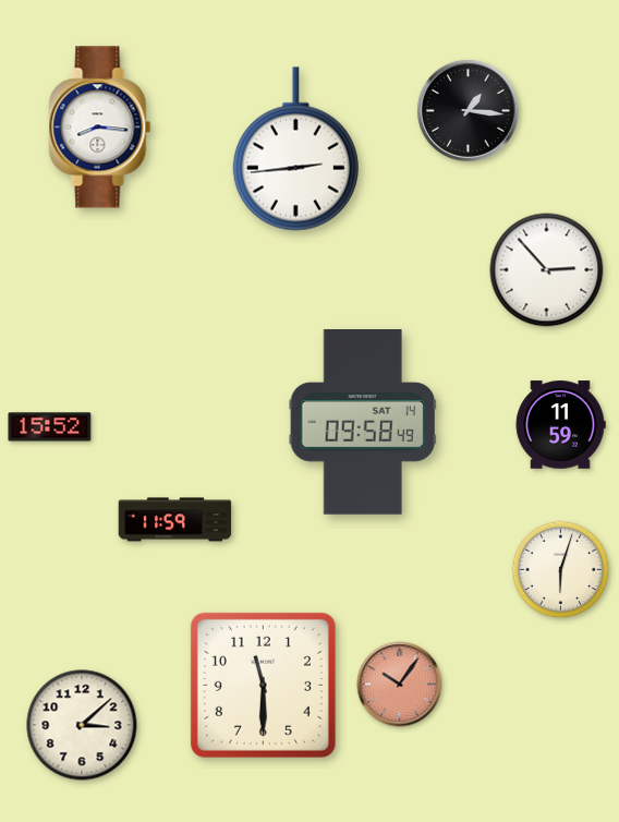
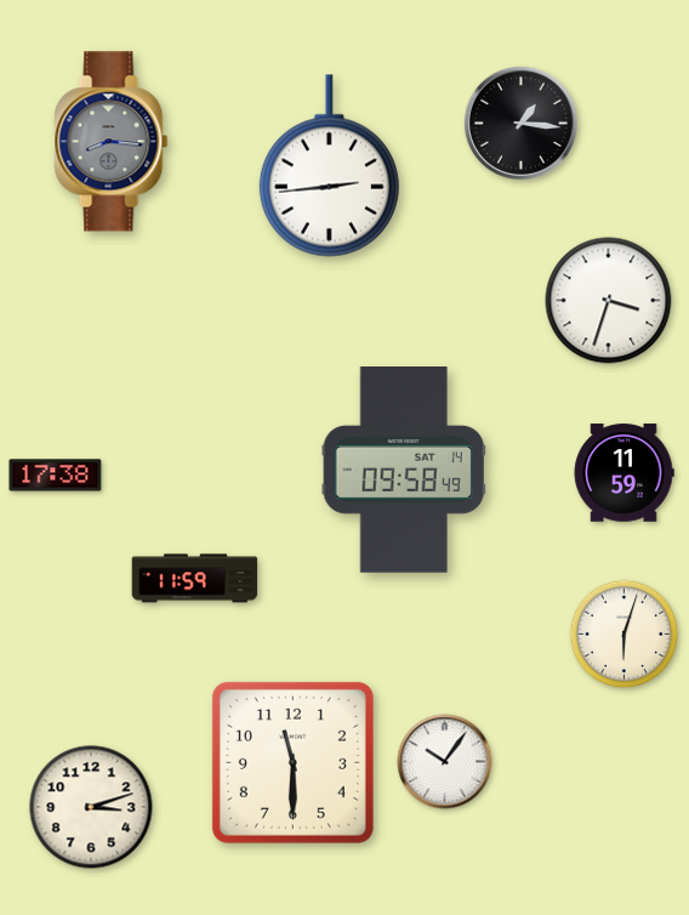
clock at (100, 128) dial: white -> grey
clock at (547, 270): 2:53 -> 3:33
clock at (50, 427): 15:52 -> 17:38
clock at (400, 685) dial: salmon -> white
clock at (82, 725): 3:08 -> 3:12
